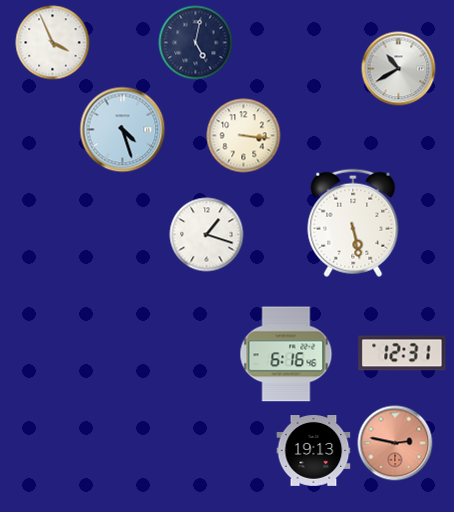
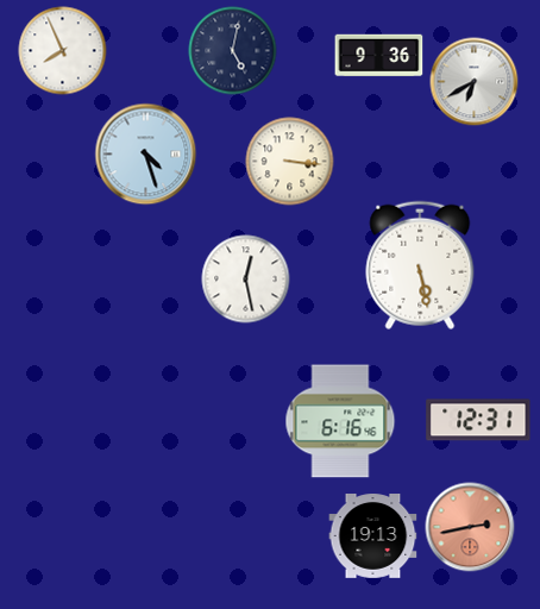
clock at (53, 43): 3:56 -> 7:56
clock at (379, 56): none -> 9:36
clock at (399, 69): 10:40 -> 6:40
clock at (207, 235): 1:18 -> 12:28
clock at (395, 443): 2:47 -> 2:43
